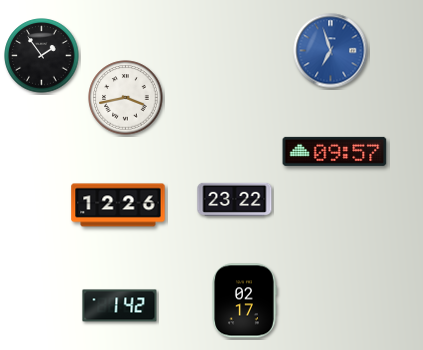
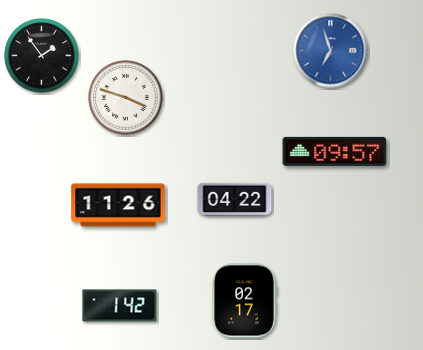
clock at (126, 98): 3:43 -> 3:48
clock at (235, 199): 23:22 -> 04:22
clock at (118, 205): 12:26 -> 11:26
